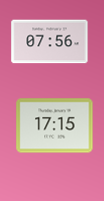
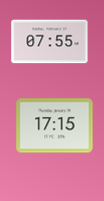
clock at (50, 42): 07:56 -> 07:55
